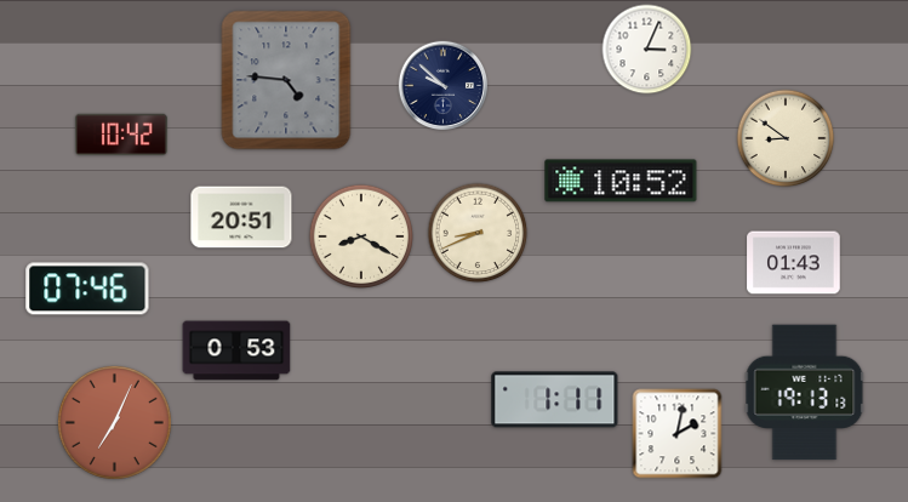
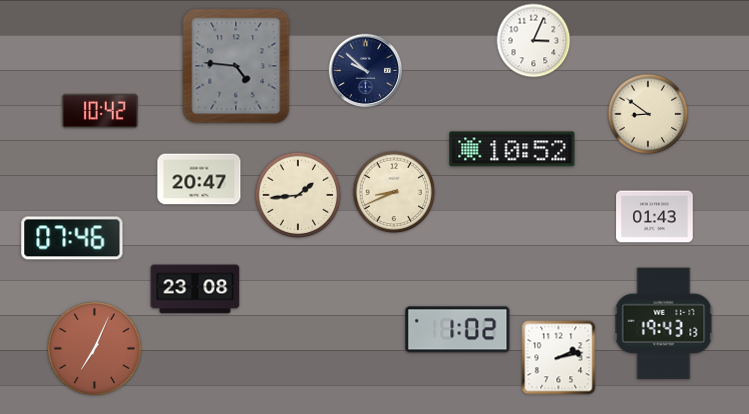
clock at (241, 217): 20:51 -> 20:47
clock at (361, 236): 8:20 -> 1:44
clock at (236, 350): 0:53 -> 23:08
clock at (805, 393): 19:13 -> 19:43
clock at (555, 400): 1:11 -> 1:02
clock at (678, 434): 2:02 -> 2:13
